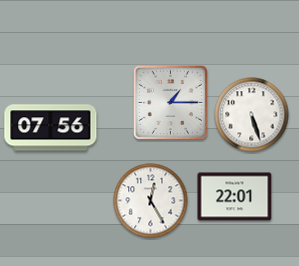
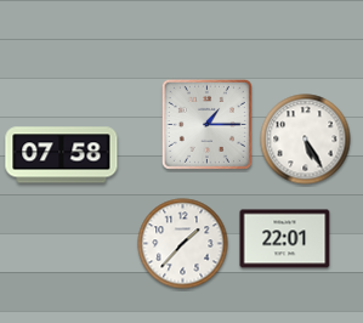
clock at (252, 115): 5:27 -> 5:25
clock at (51, 128): 07:56 -> 07:58
clock at (151, 201): 12:25 -> 1:37
